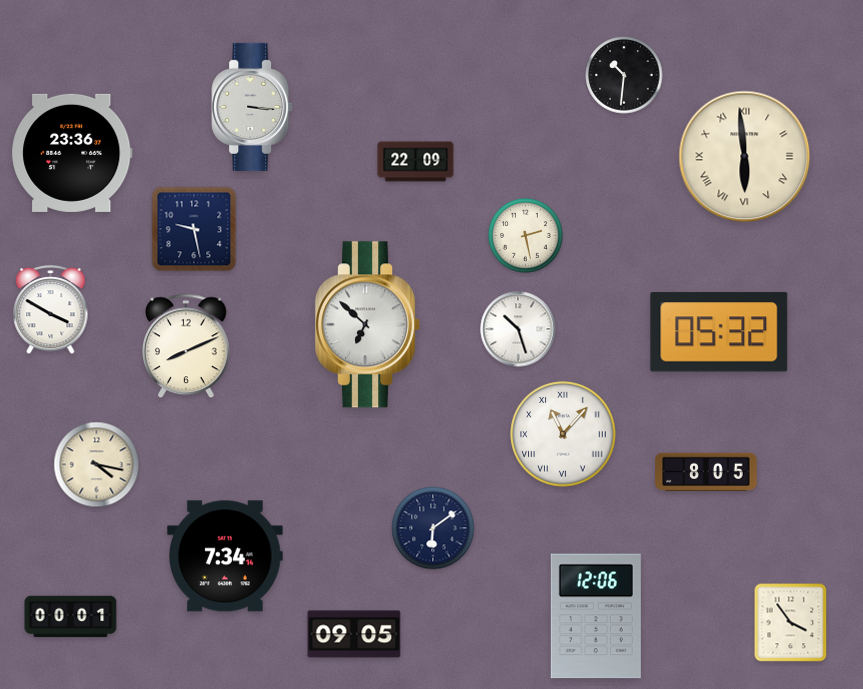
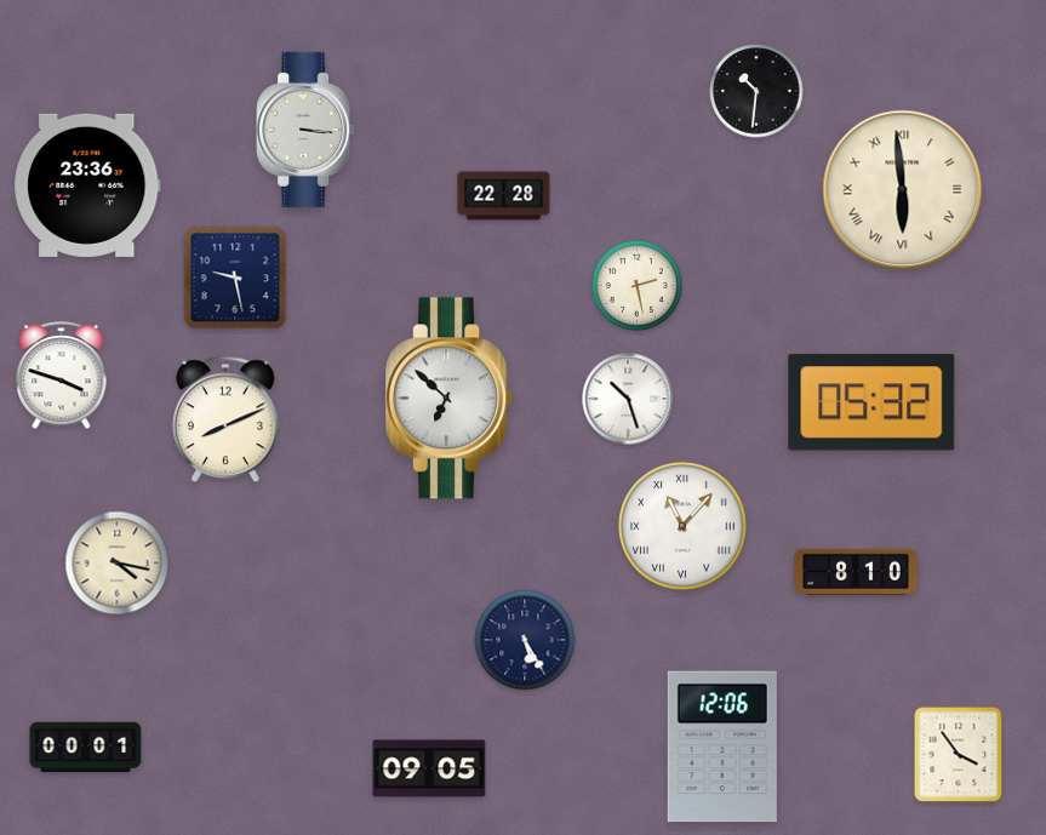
clock at (416, 162): 22:09 -> 22:28
clock at (51, 311): 3:50 -> 3:48
clock at (368, 325) position: (368, 325) -> (450, 399)
clock at (706, 471): 8:05 -> 8:10
clock at (433, 528): 6:09 -> 5:25
clock at (226, 556): 7:34 -> none
